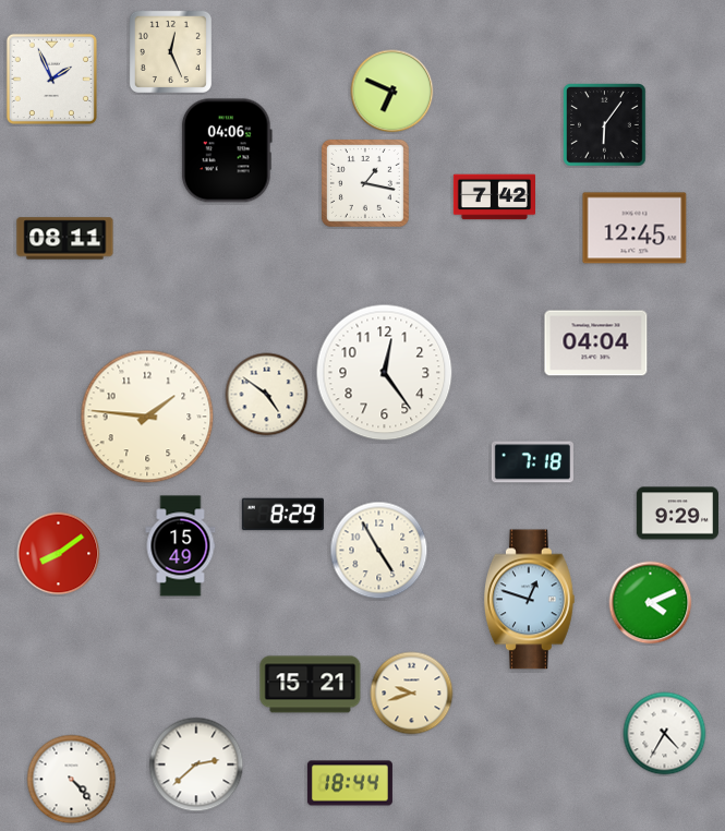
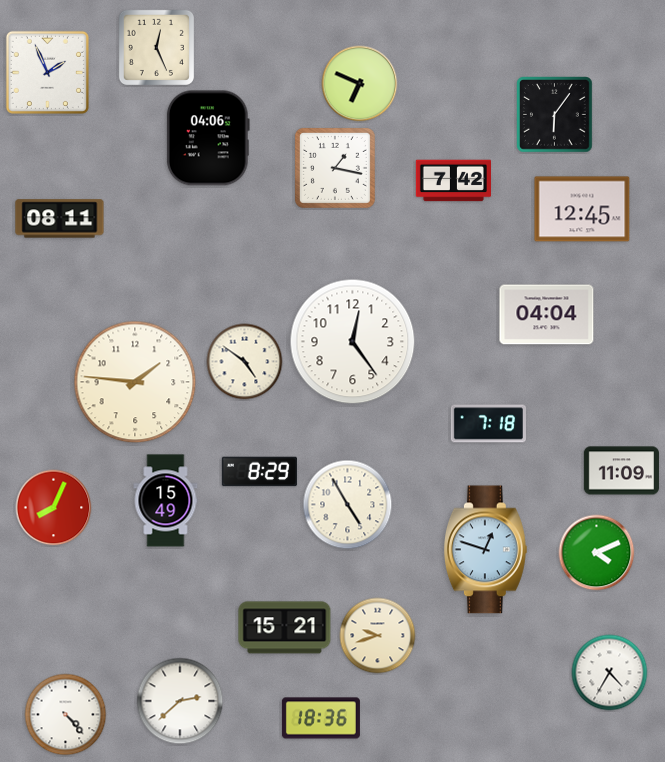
clock at (677, 514): 9:29 -> 11:09
clock at (59, 554): 8:09 -> 8:04
clock at (350, 783): 18:44 -> 18:36
